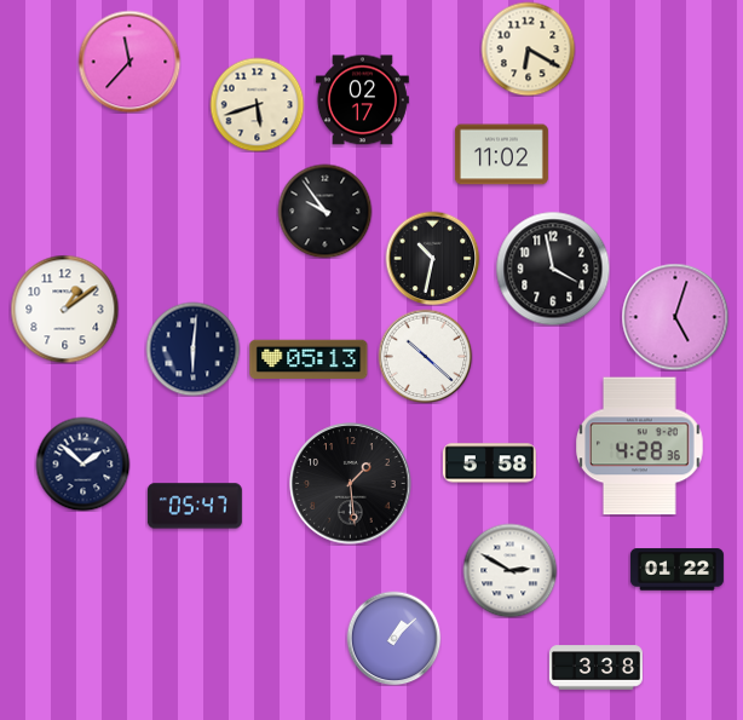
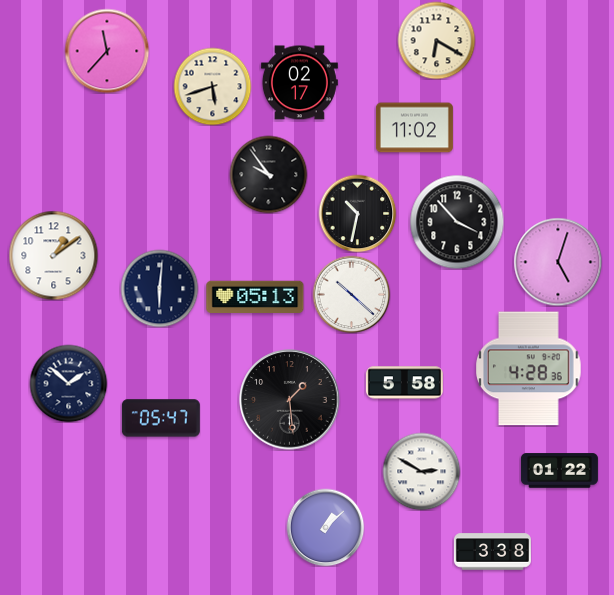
clock at (553, 269): 3:58 -> 3:53
